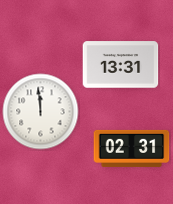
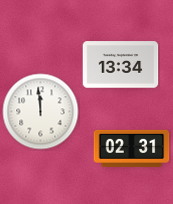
clock at (121, 65): 13:31 -> 13:34
